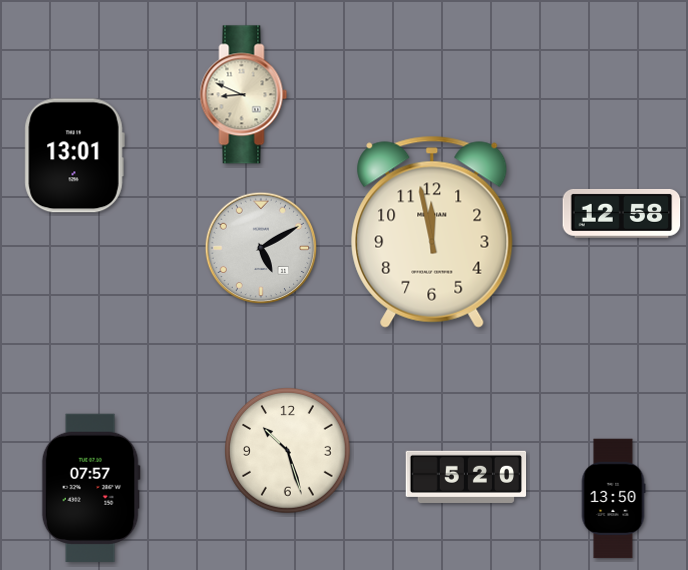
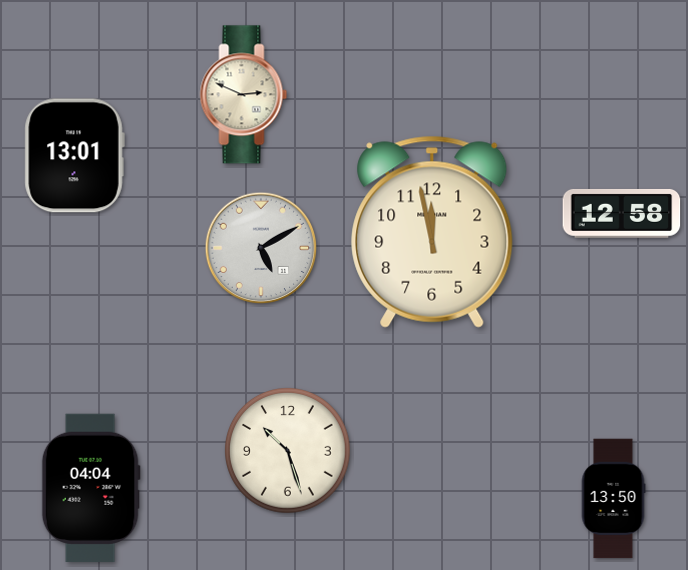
clock at (244, 95): 8:49 -> 2:49
clock at (466, 477): 5:20 -> none
clock at (91, 488): 07:57 -> 04:04
